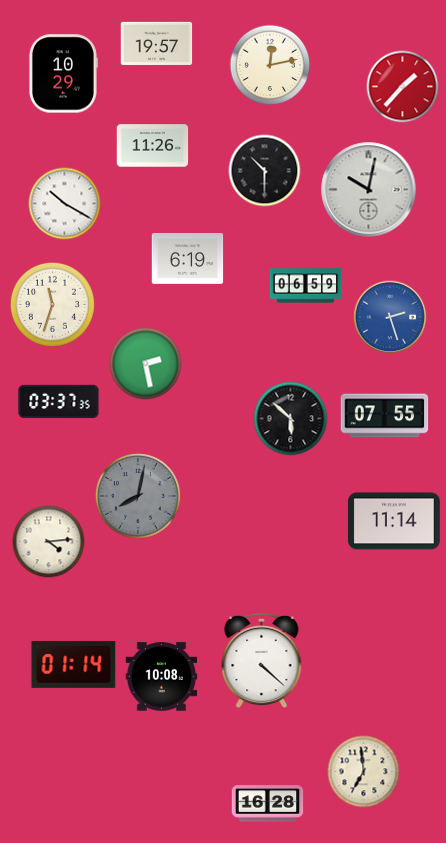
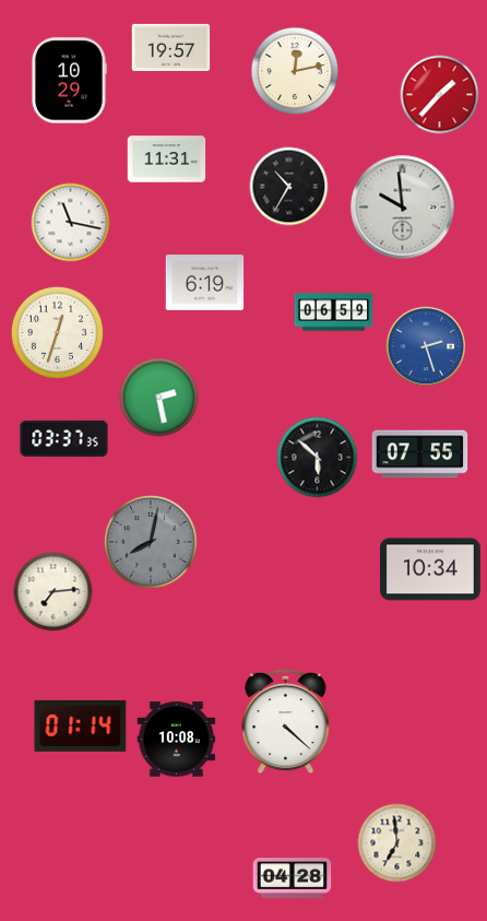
clock at (153, 146): 11:26 -> 11:31
clock at (265, 171): 10:30 -> 10:35
clock at (369, 190): 10:02 -> 9:59
clock at (65, 204): 10:20 -> 11:17
clock at (52, 304): 11:33 -> 12:33
clock at (395, 521): 11:14 -> 10:34
clock at (49, 542): 4:14 -> 7:14
clock at (268, 804): 16:28 -> 04:28
